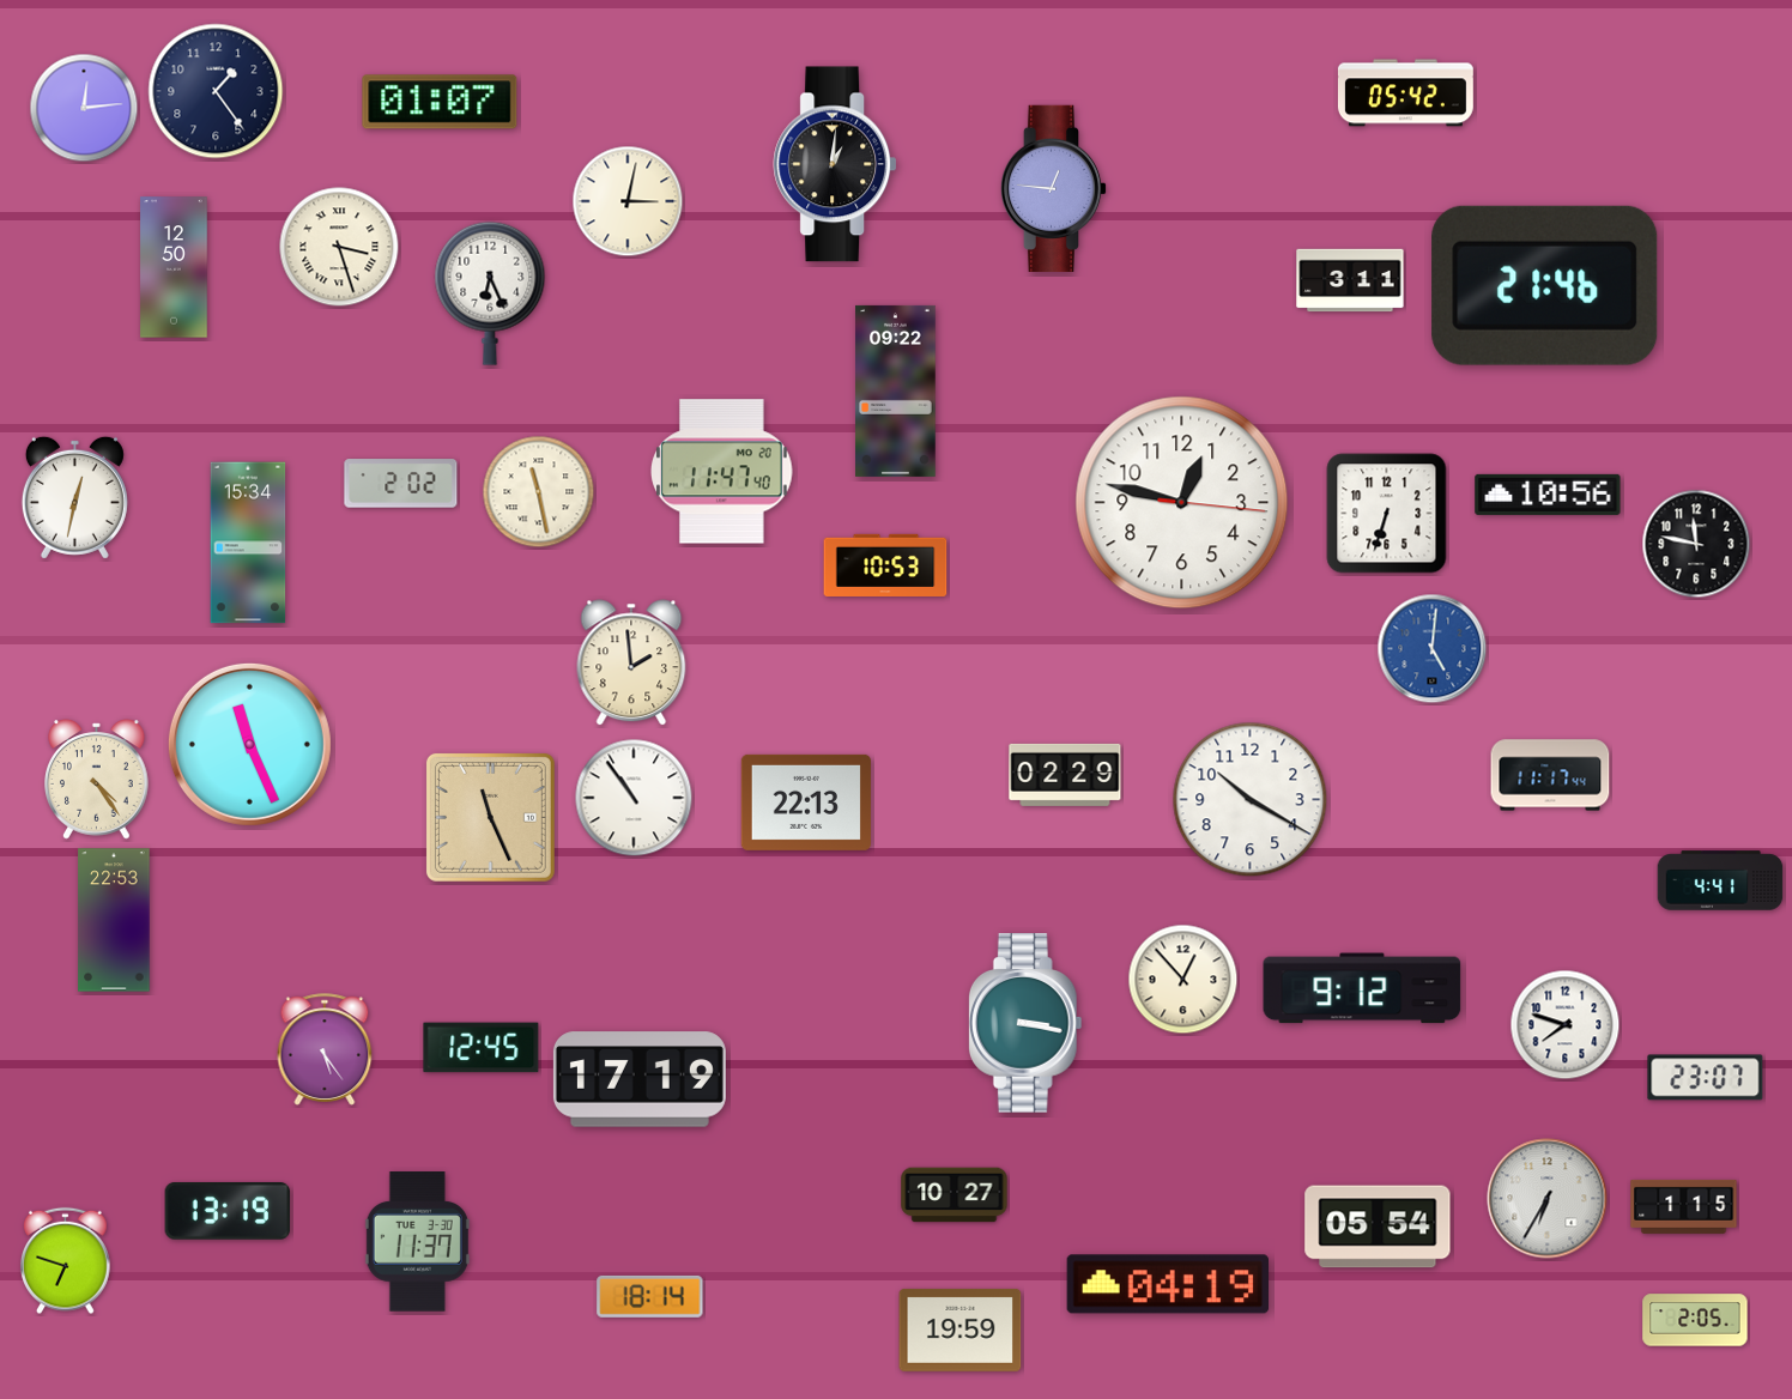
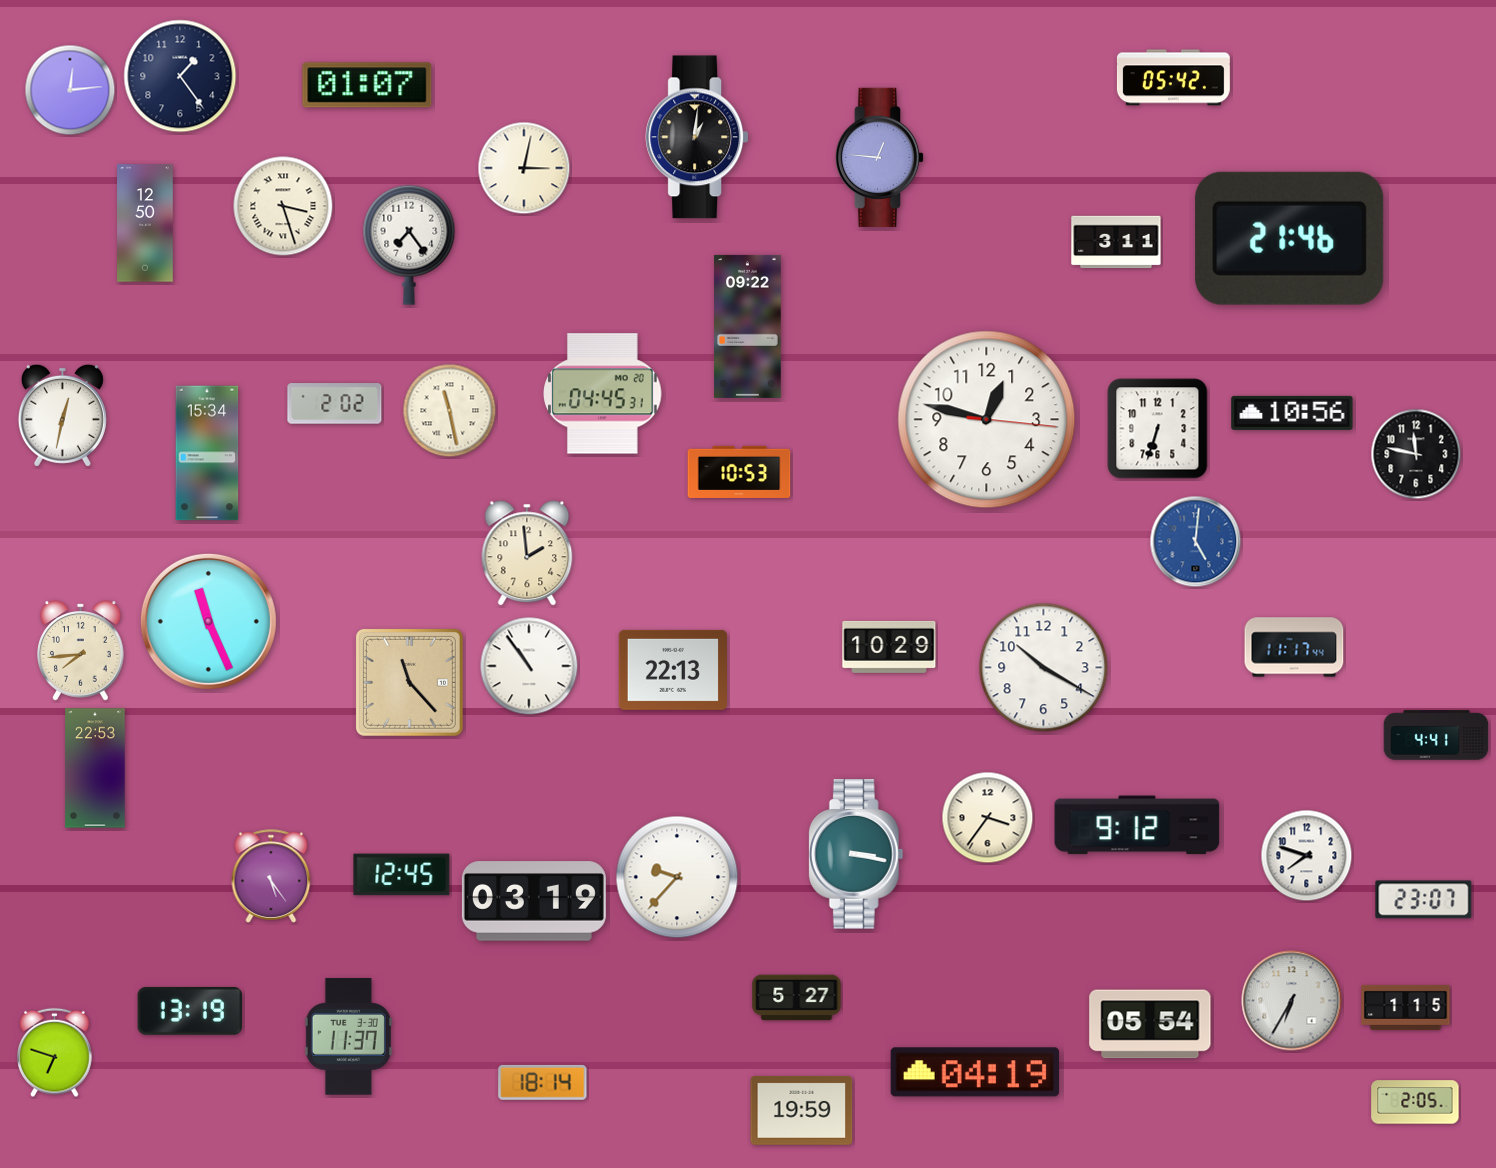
clock at (1350, 280) position: (1350, 280) -> (1116, 242)
clock at (490, 293): 6:26 -> 7:24
clock at (722, 472): 11:47 -> 04:45
clock at (1065, 775): 02:29 -> 10:29
clock at (97, 780): 4:24 -> 7:44
clock at (490, 817): 11:26 -> 11:23
clock at (1183, 980): 12:53 -> 3:36
clock at (677, 877): none -> 9:37
clock at (640, 1079): 17:19 -> 03:19
clock at (955, 1195): 10:27 -> 5:27
